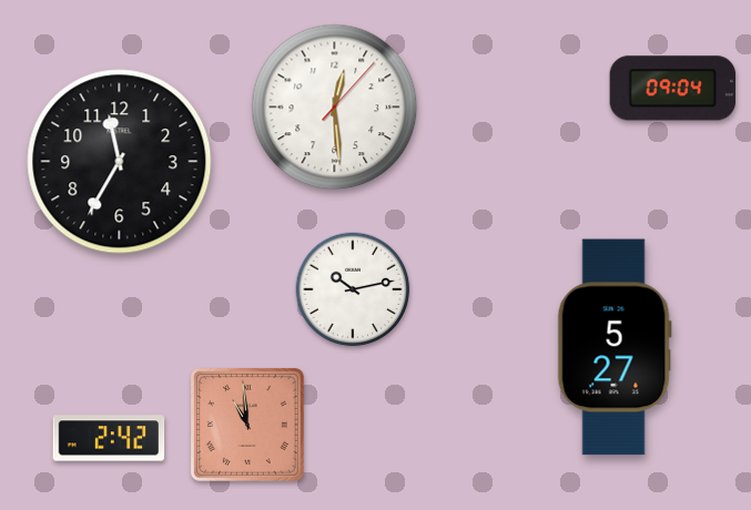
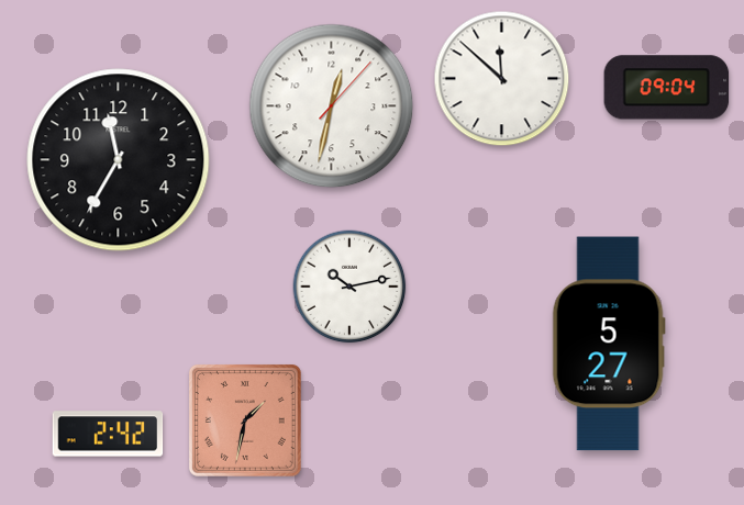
clock at (502, 79): none -> 11:52
clock at (335, 108): 12:29 -> 12:32
clock at (247, 425): 10:59 -> 1:32
